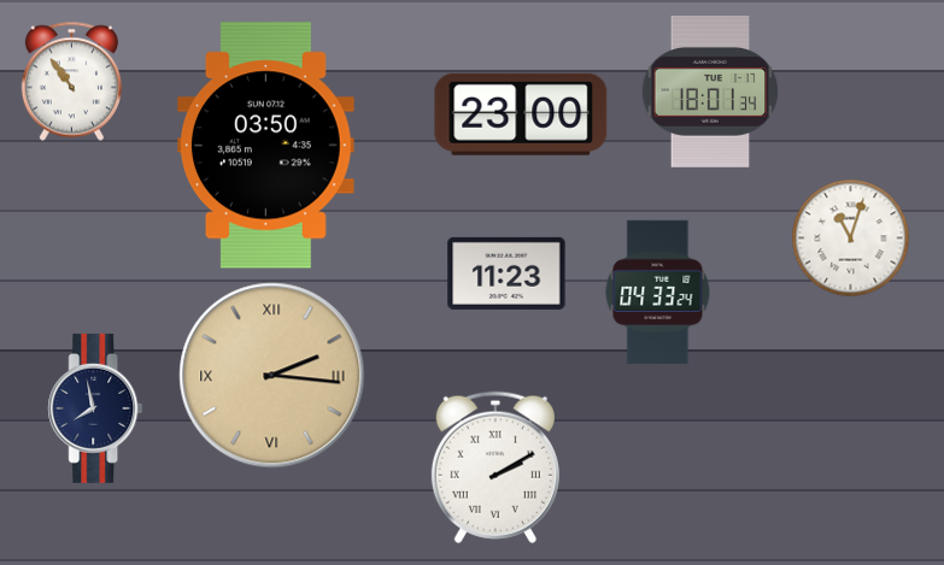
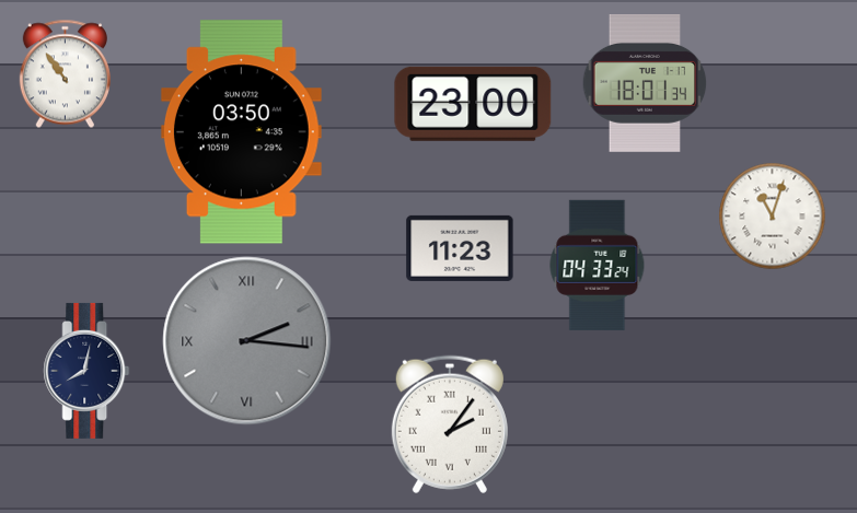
clock at (272, 376) dial: champagne -> grey
clock at (95, 408): 7:58 -> 8:02
clock at (496, 467): 2:10 -> 2:06
